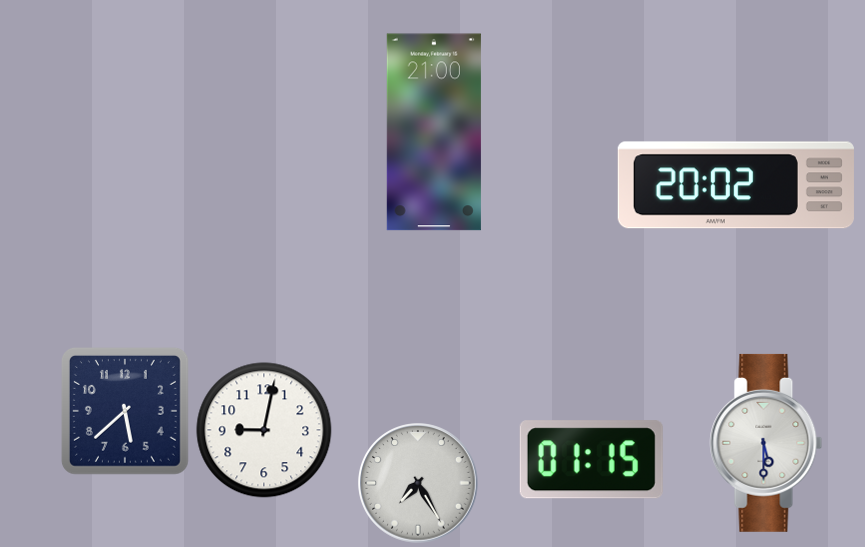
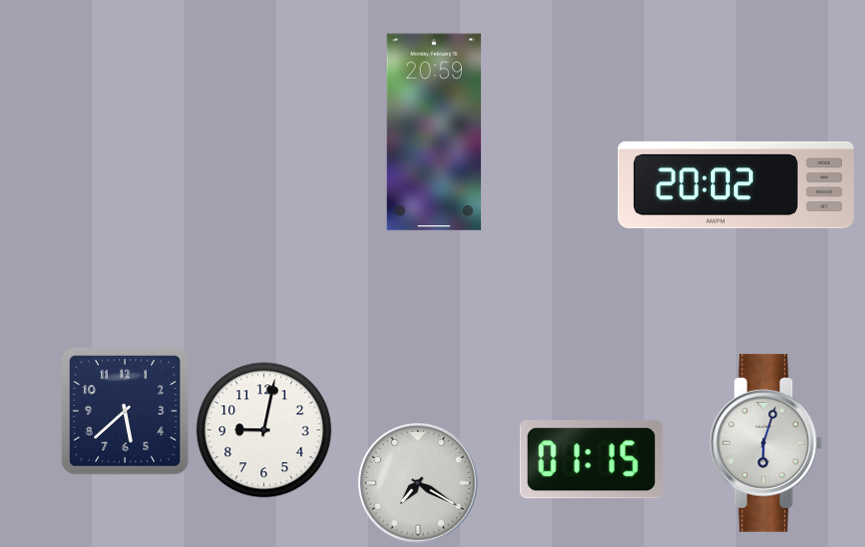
clock at (434, 132): 21:00 -> 20:59
clock at (766, 443): 5:30 -> 6:03
clock at (418, 483): 7:25 -> 7:20
